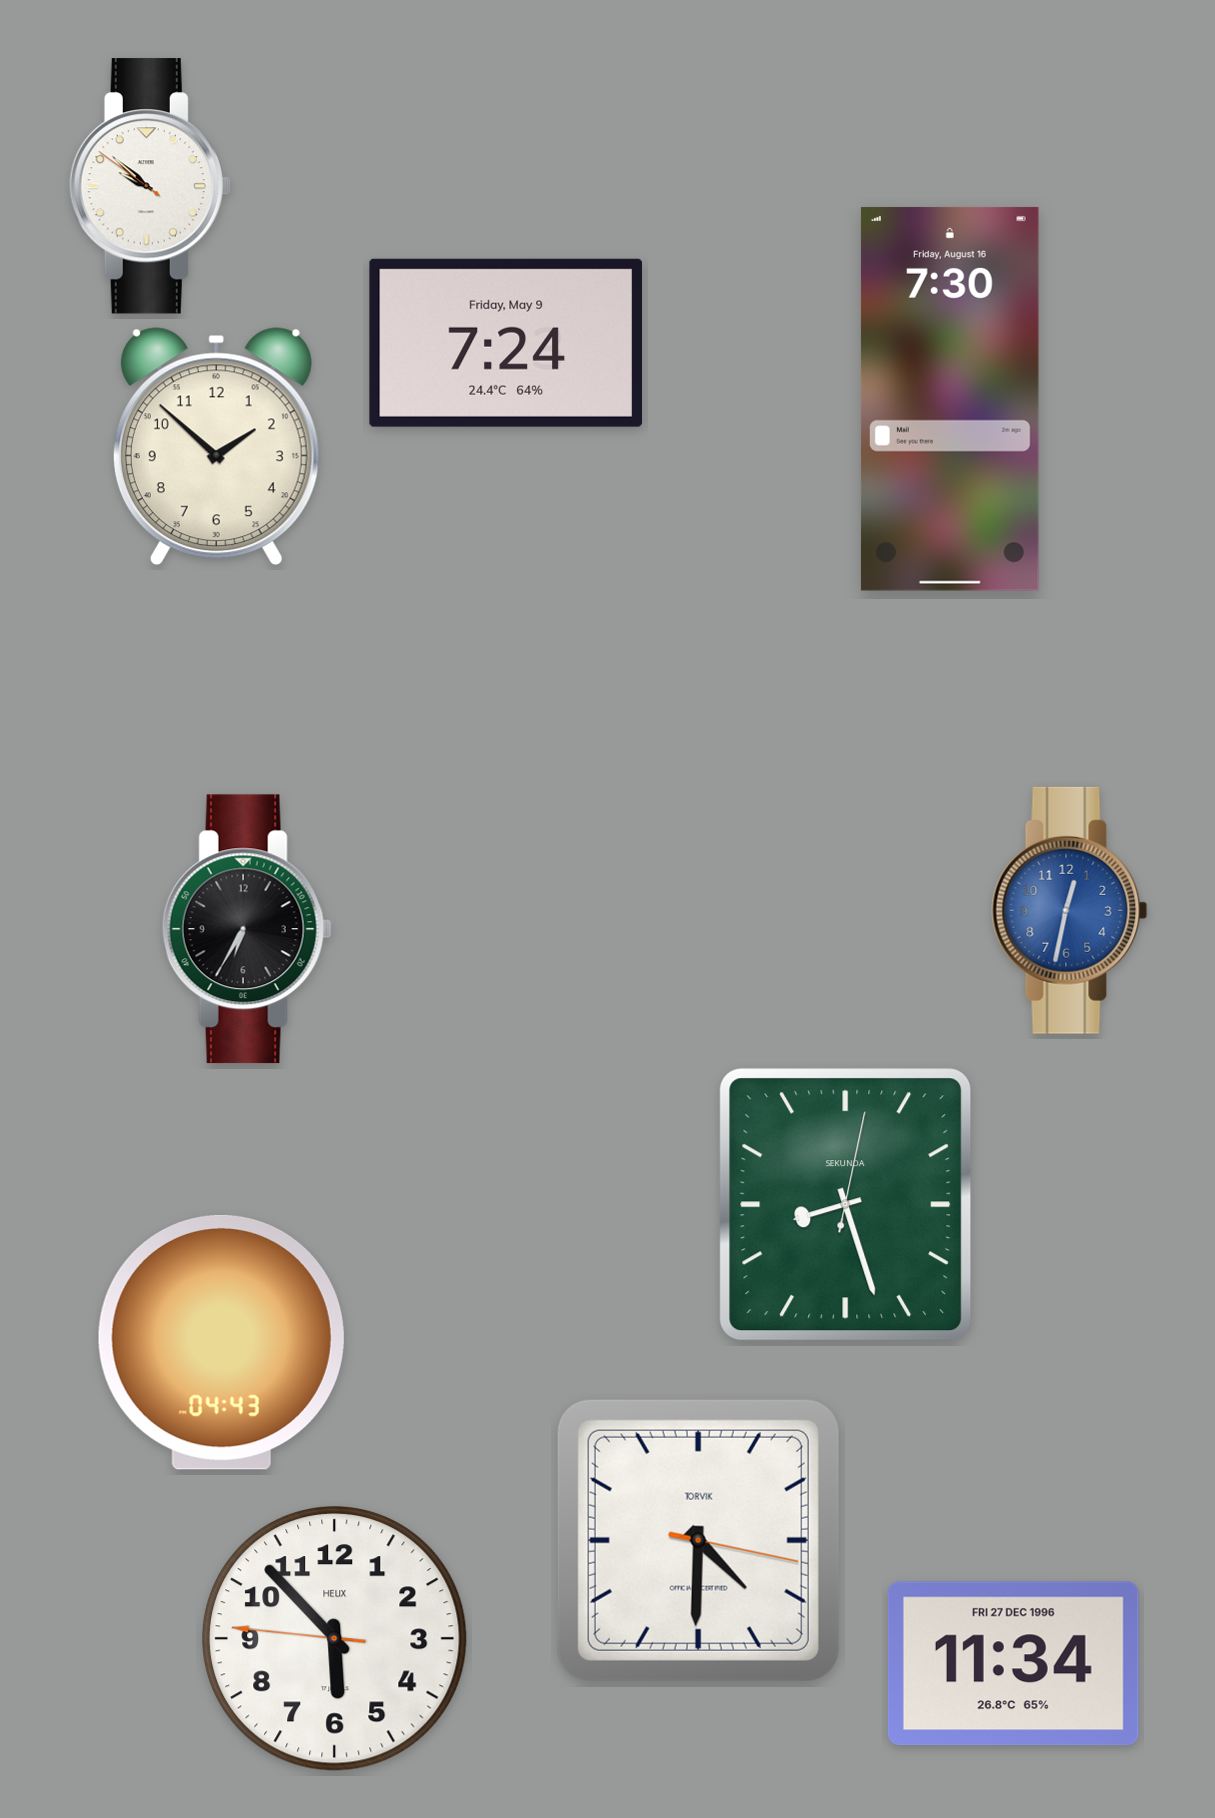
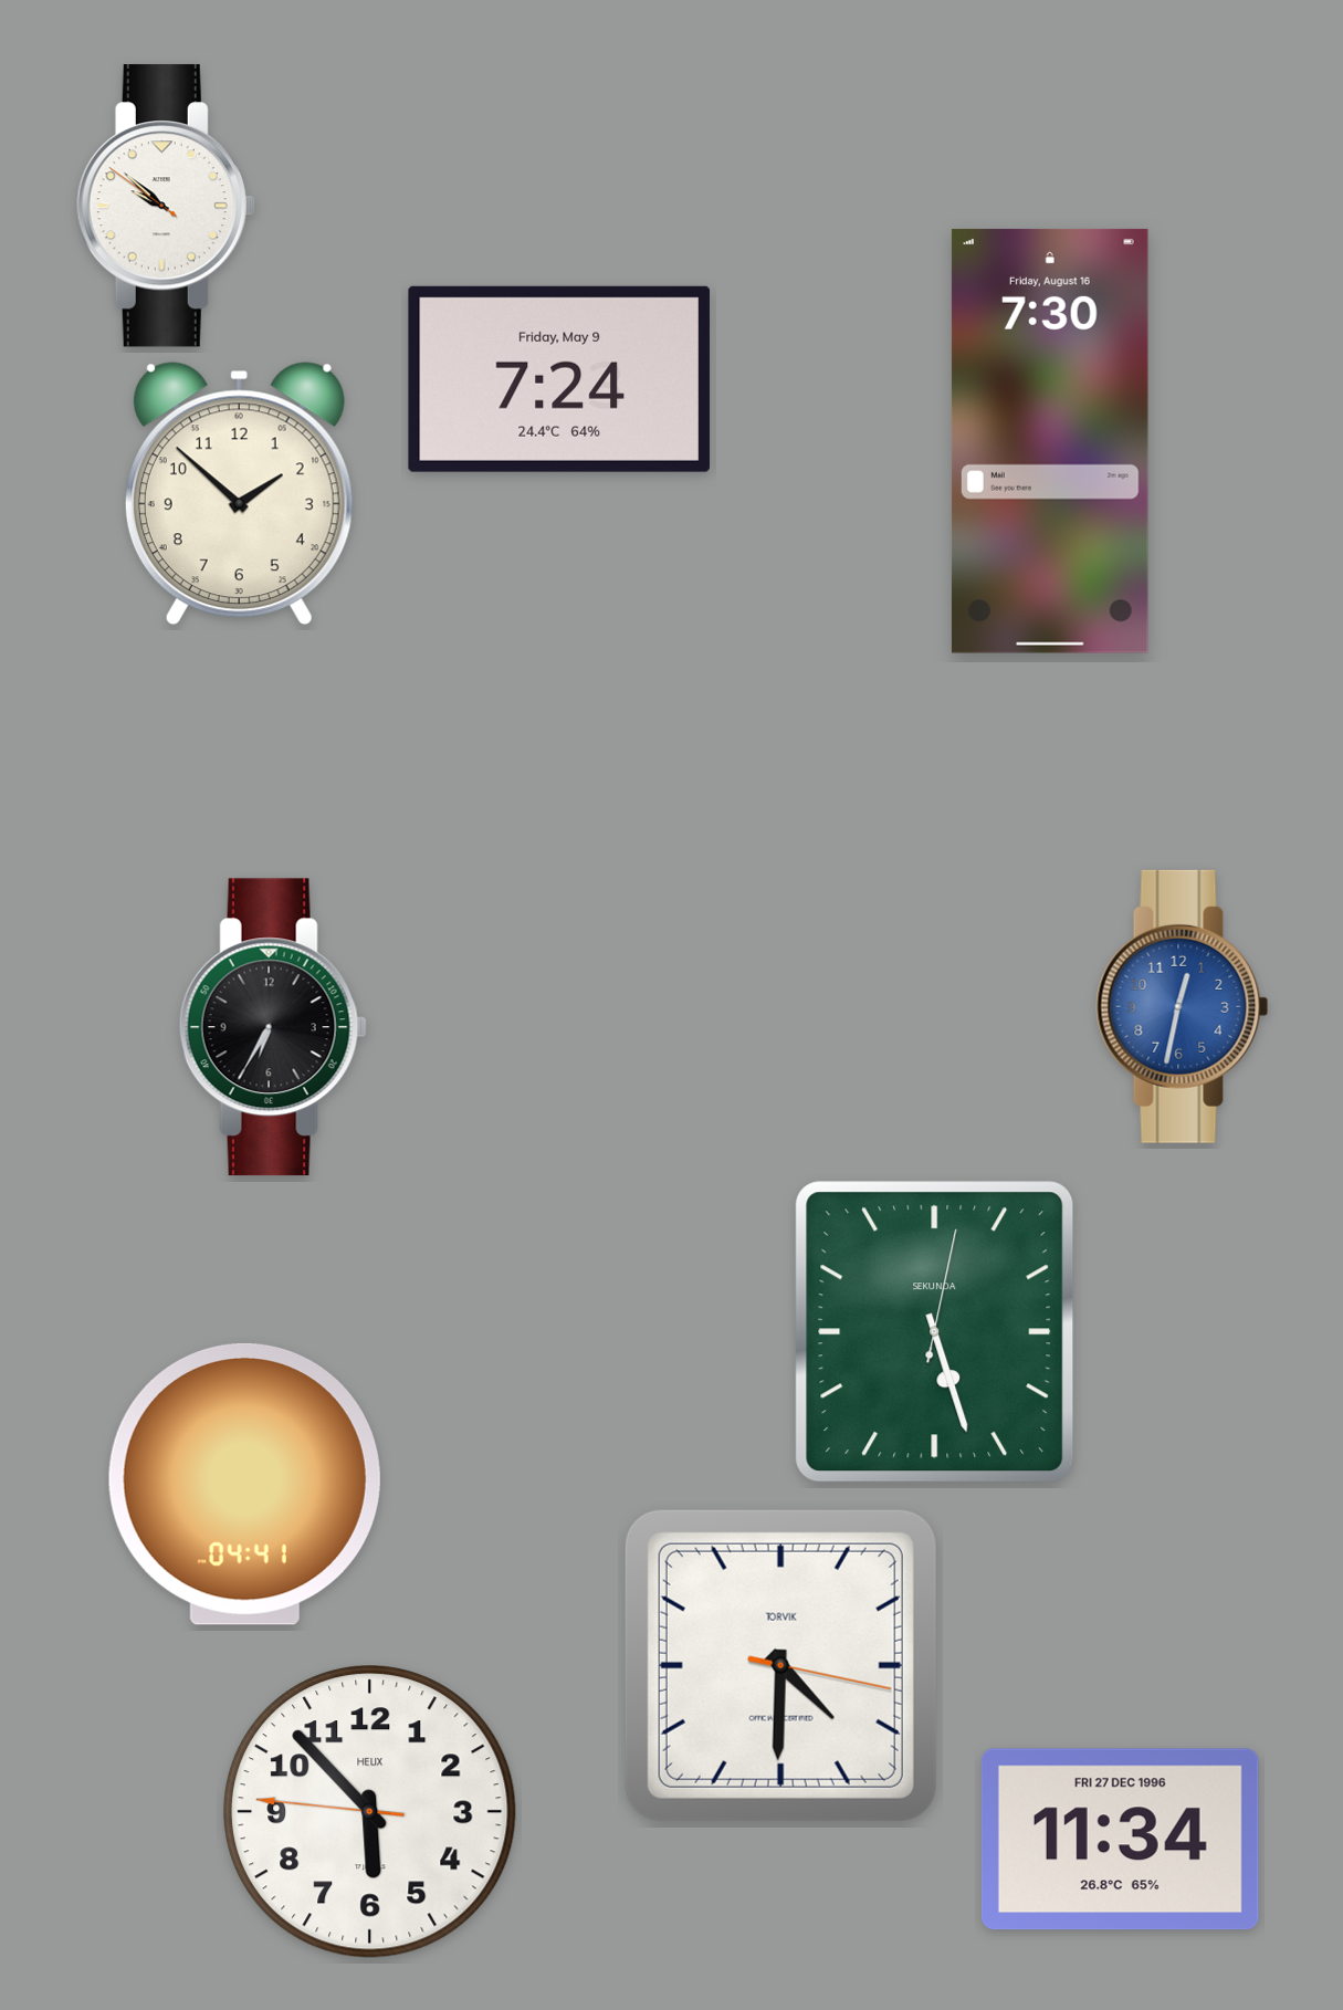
clock at (846, 1205): 8:27 -> 5:27
clock at (221, 1342): 04:43 -> 04:41
clock at (698, 1540) position: (698, 1540) -> (780, 1665)
